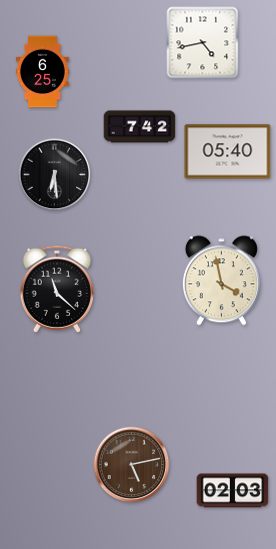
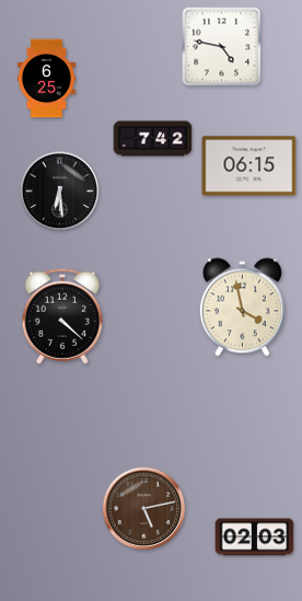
clock at (203, 43): 4:43 -> 4:47
clock at (228, 152): 05:40 -> 06:15
clock at (56, 289): 11:22 -> 4:22
